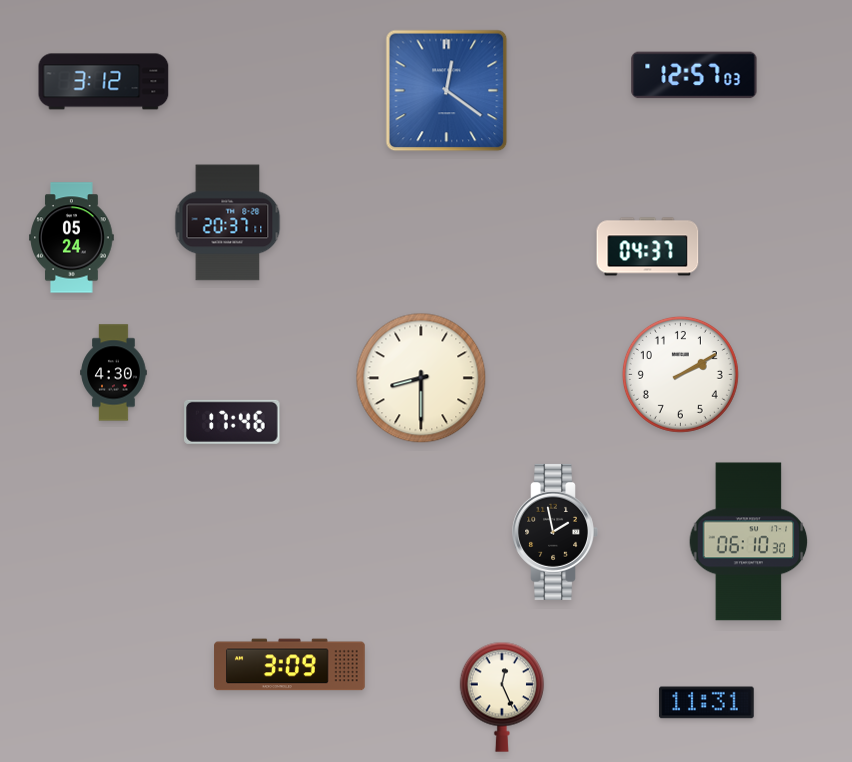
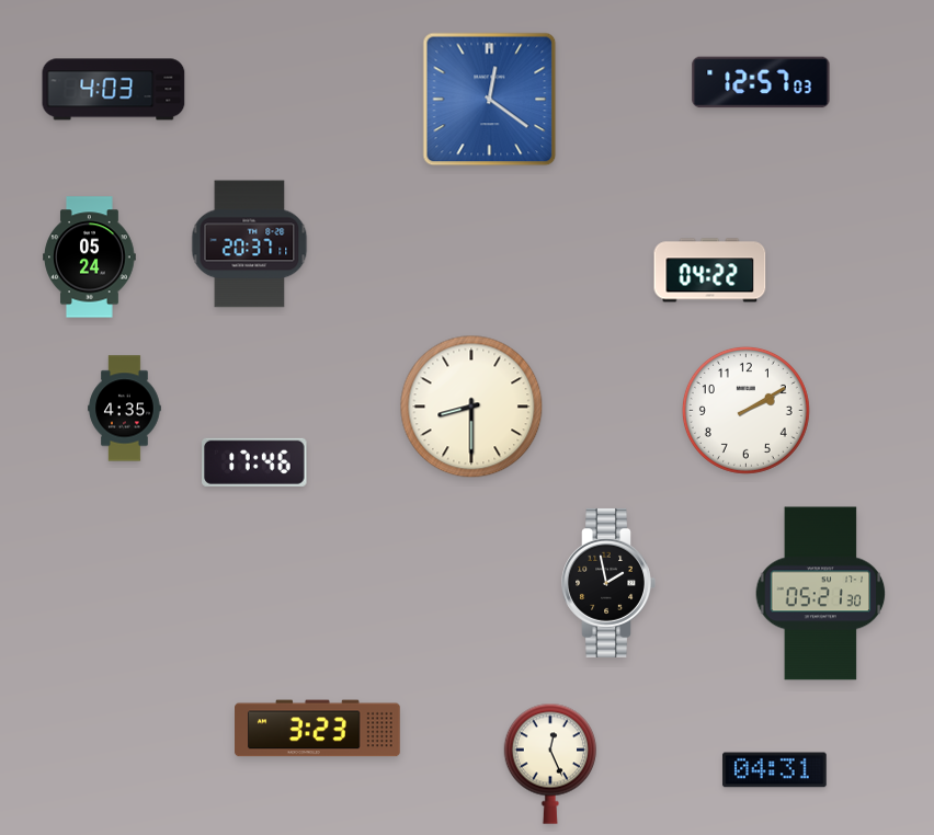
clock at (104, 82): 3:12 -> 4:03
clock at (72, 238) position: (72, 238) -> (90, 258)
clock at (648, 247): 04:37 -> 04:22
clock at (114, 373): 4:30 -> 4:35
clock at (421, 378) position: (421, 378) -> (471, 407)
clock at (749, 542): 06:10 -> 05:21
clock at (290, 665): 3:09 -> 3:23
clock at (707, 703): 11:31 -> 04:31
